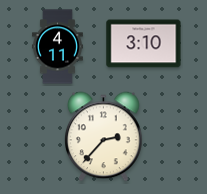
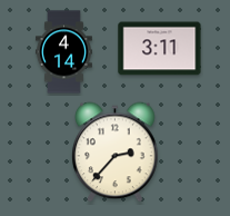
clock at (144, 44): 3:10 -> 3:11
clock at (57, 47): 4:11 -> 4:14
